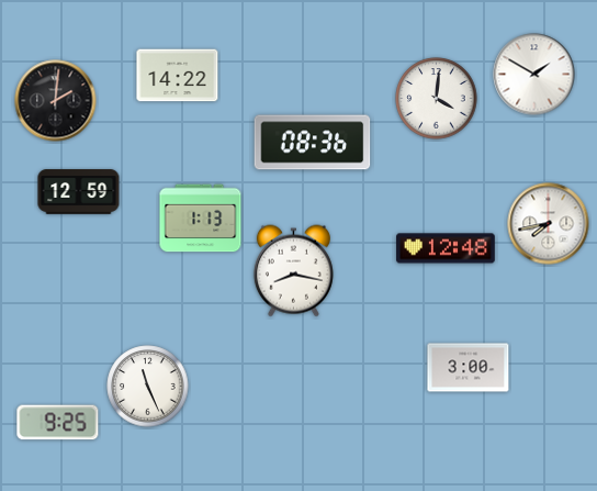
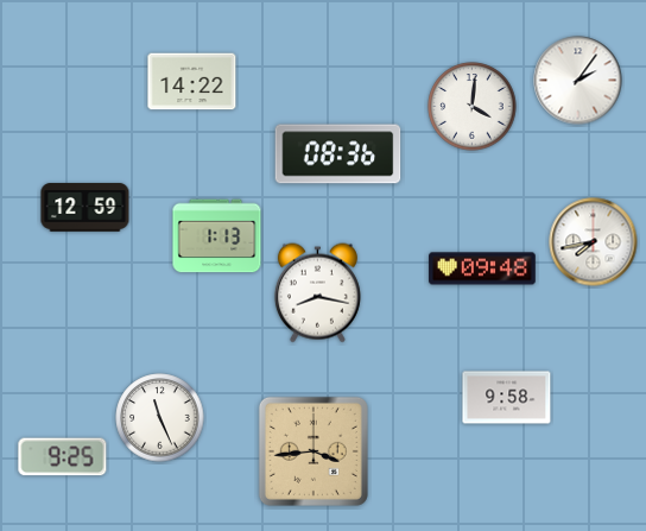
clock at (534, 75): 1:50 -> 2:06
clock at (56, 101): 2:01 -> none
clock at (446, 248): 12:48 -> 09:48
clock at (469, 368): 3:00 -> 9:58
clock at (313, 451): none -> 3:44
